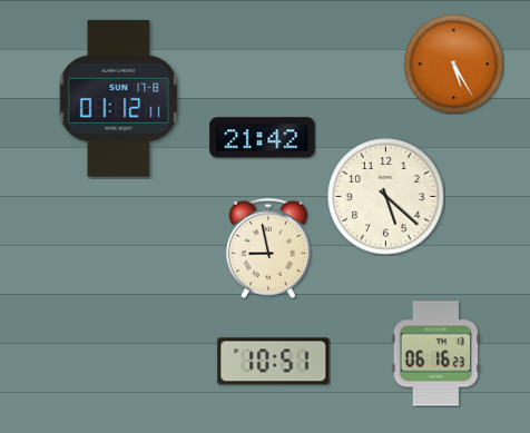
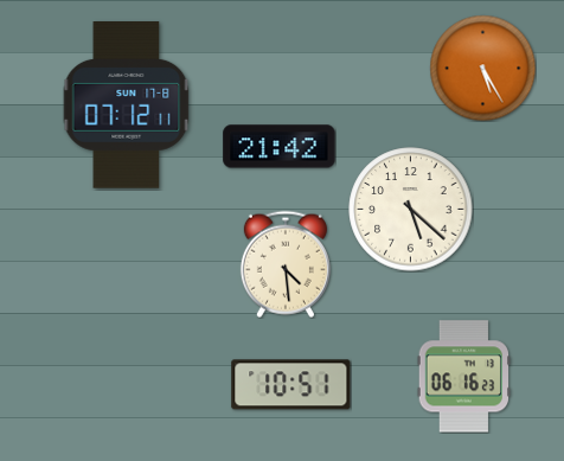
clock at (119, 99): 01:12 -> 07:12
clock at (268, 248): 8:58 -> 4:29
